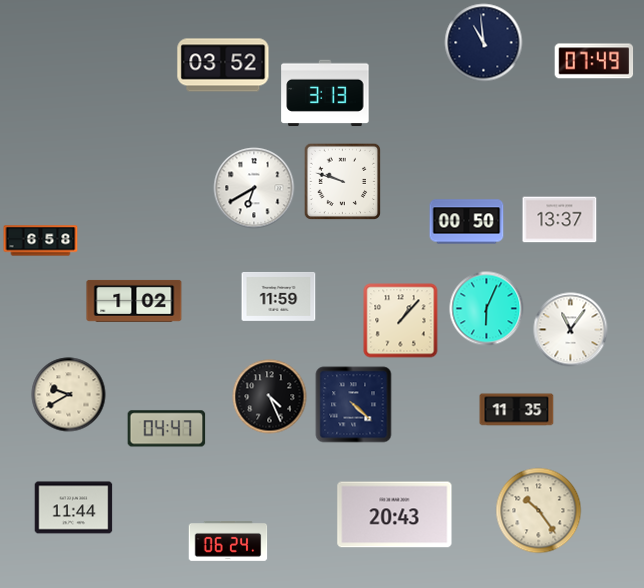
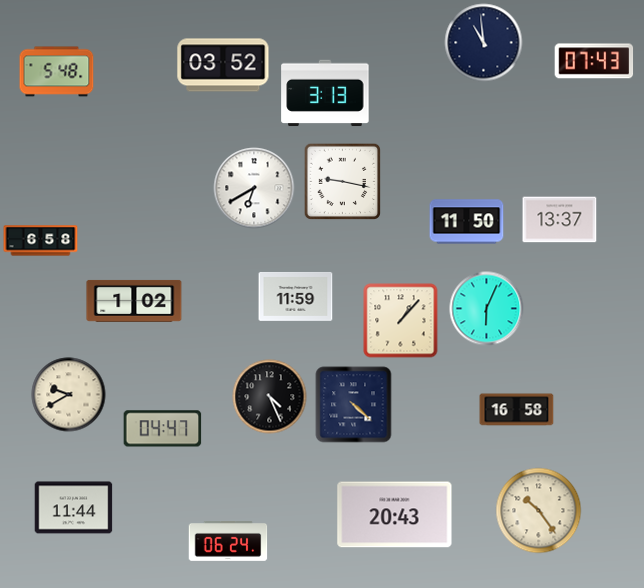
clock at (594, 61): 07:49 -> 07:43
clock at (57, 72): none -> 5:48
clock at (343, 182): 9:48 -> 9:17
clock at (467, 222): 00:50 -> 11:50
clock at (279, 296) position: (279, 296) -> (296, 296)
clock at (571, 330): 11:06 -> none
clock at (517, 410): 11:35 -> 16:58
clock at (167, 429) position: (167, 429) -> (163, 429)
